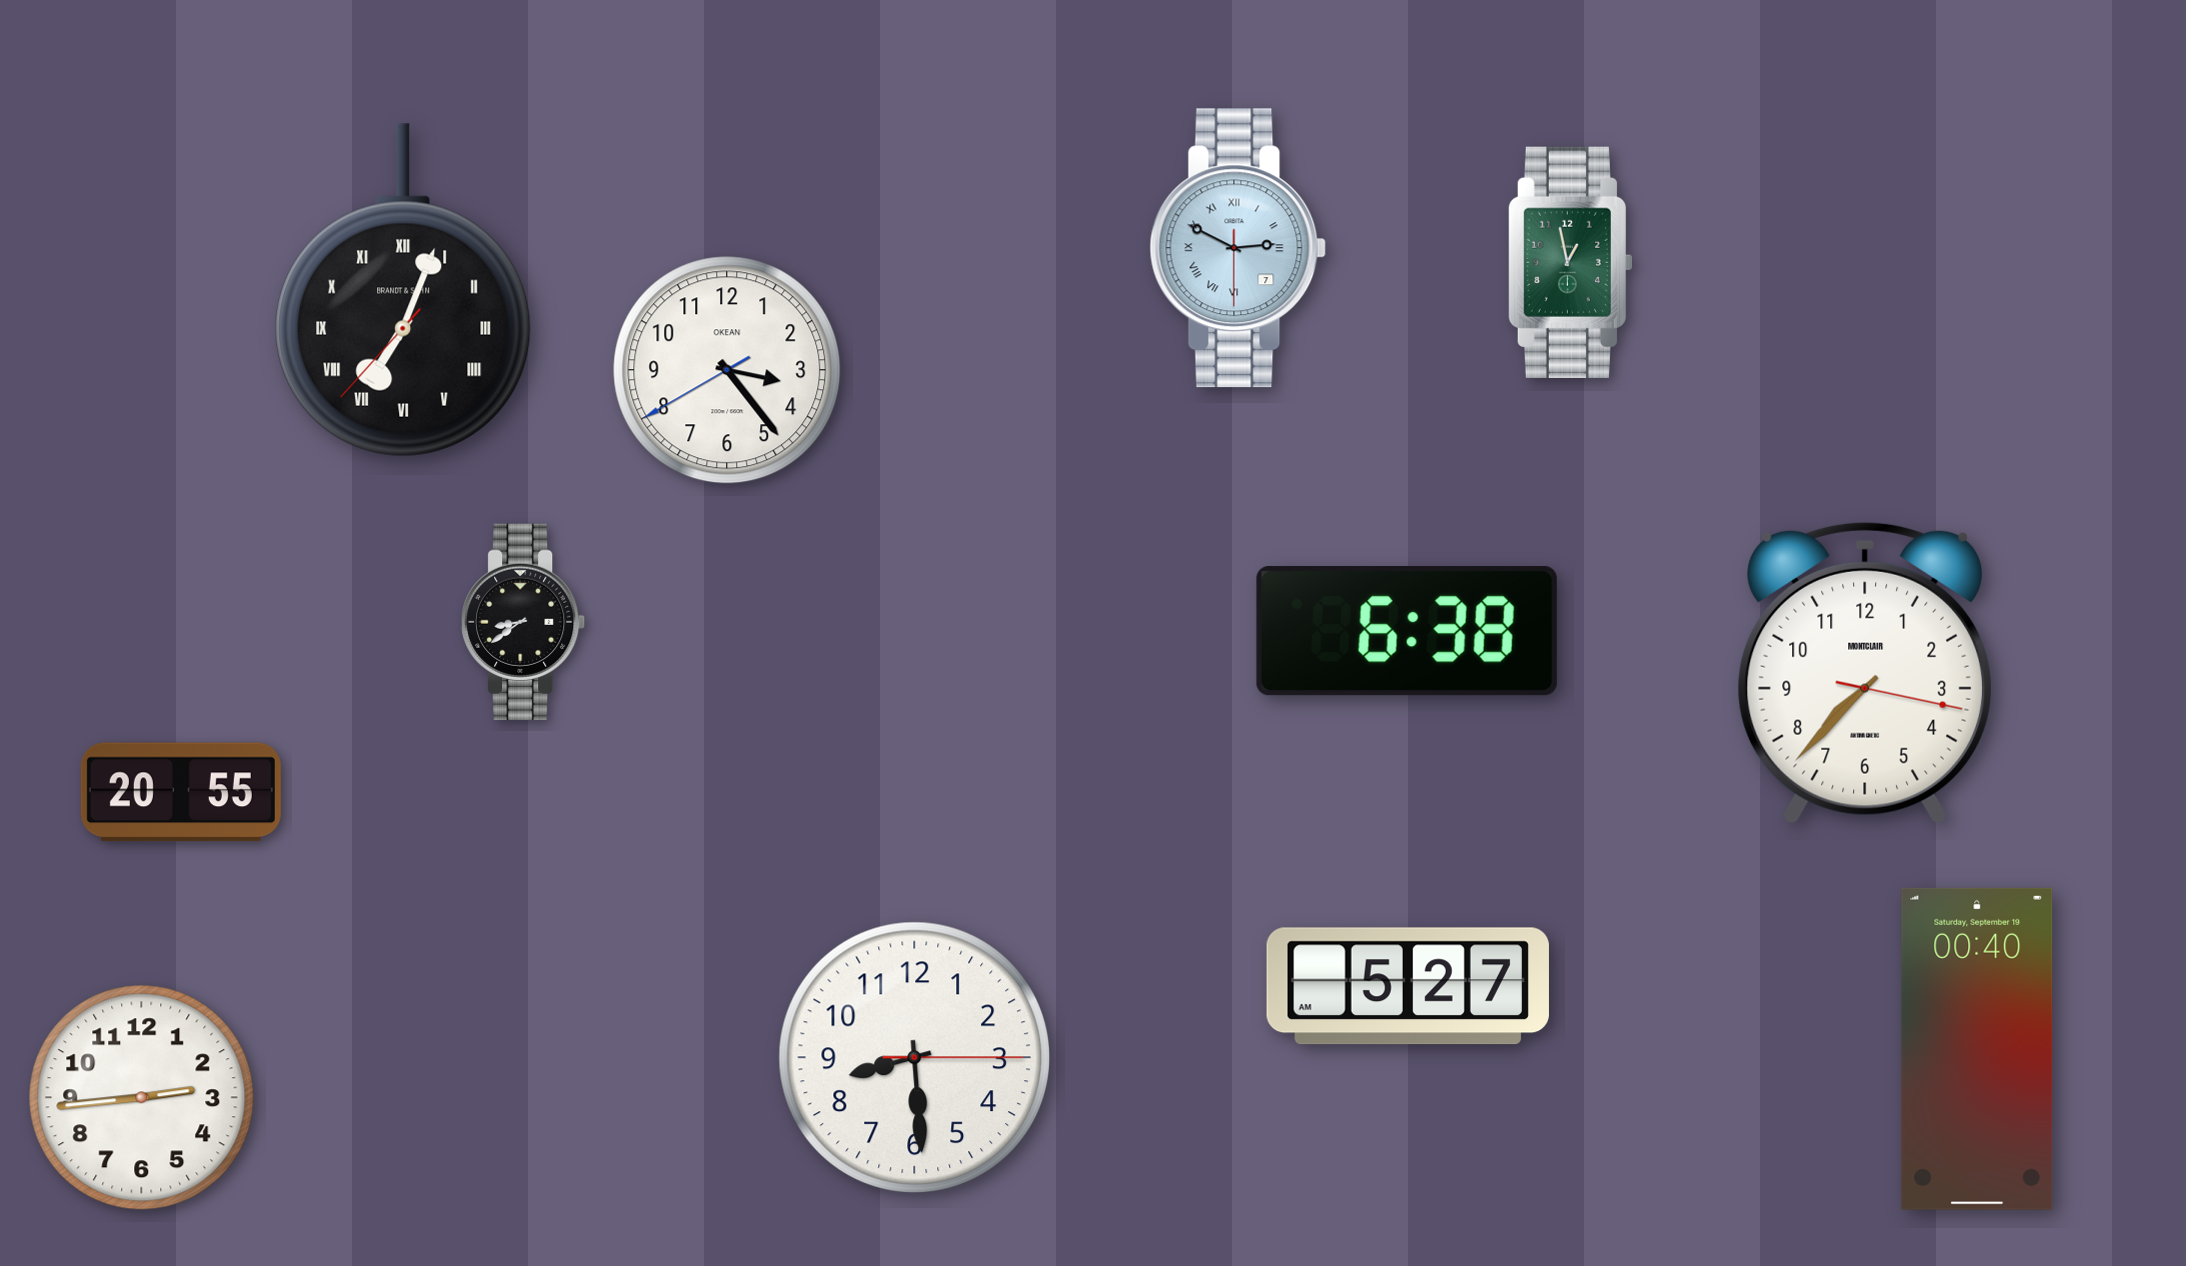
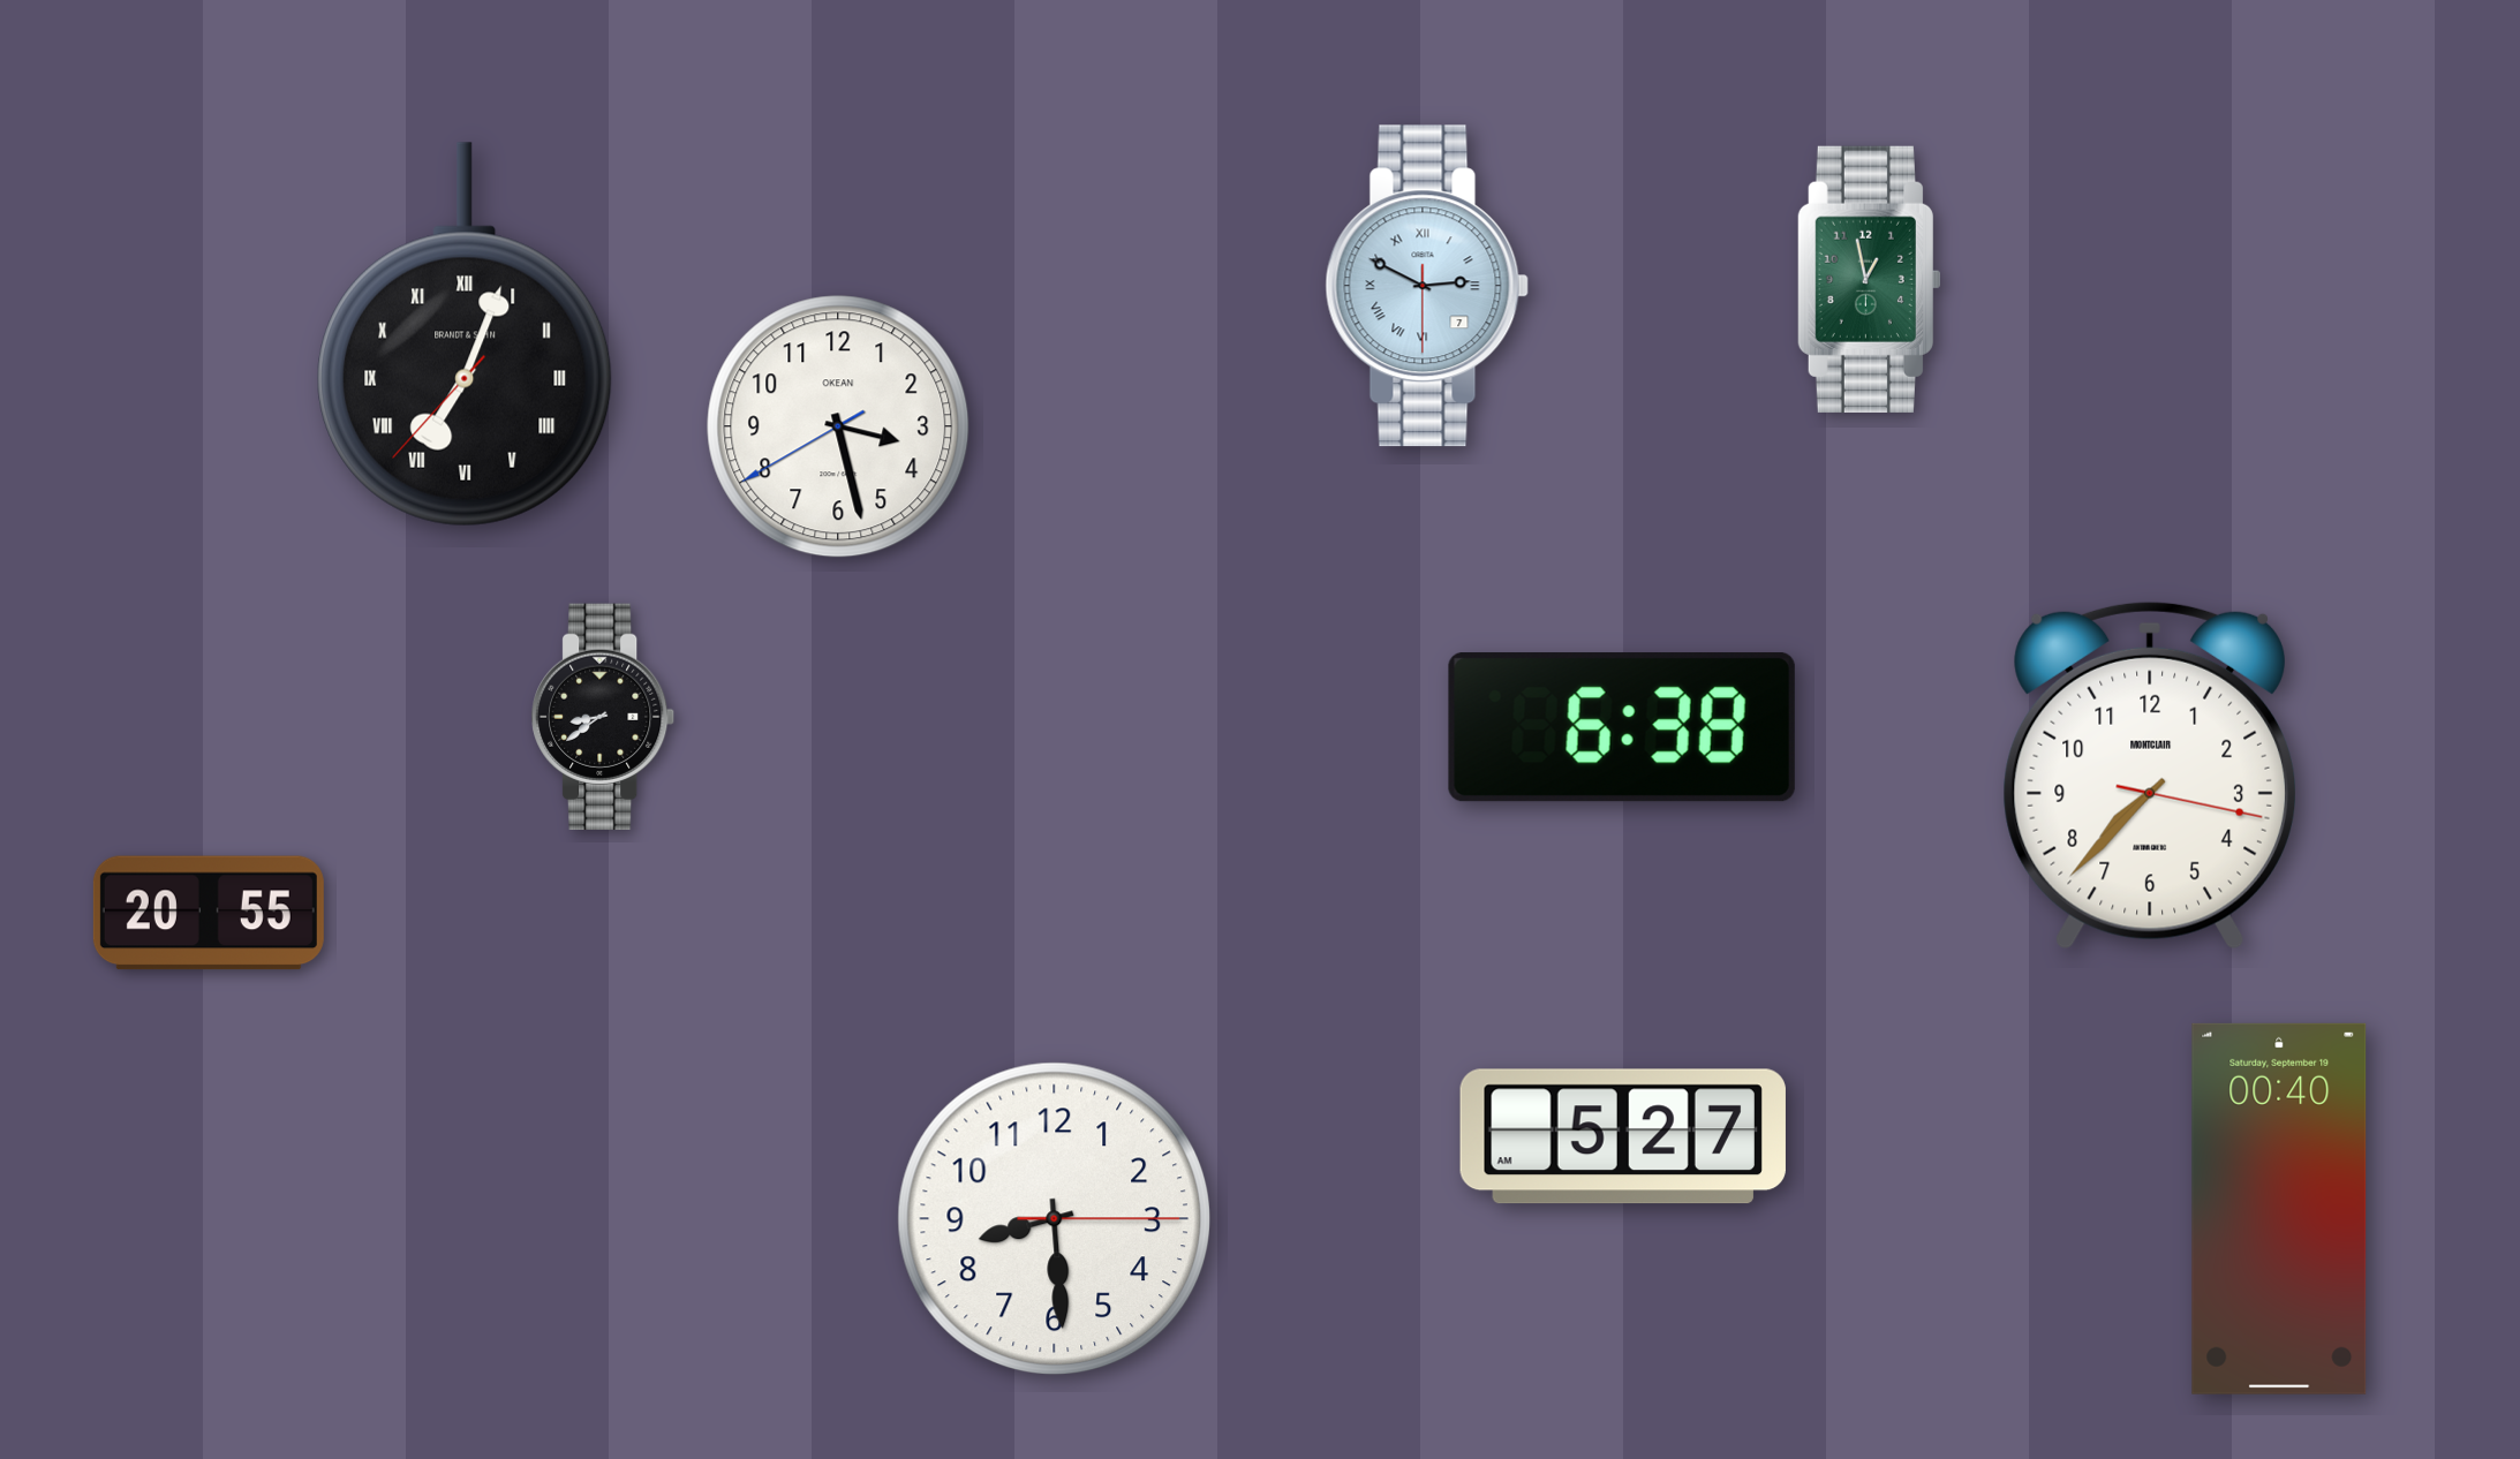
clock at (1570, 262) position: (1570, 262) -> (1869, 279)
clock at (727, 370): 3:23 -> 3:27
clock at (142, 1098): 2:44 -> none
